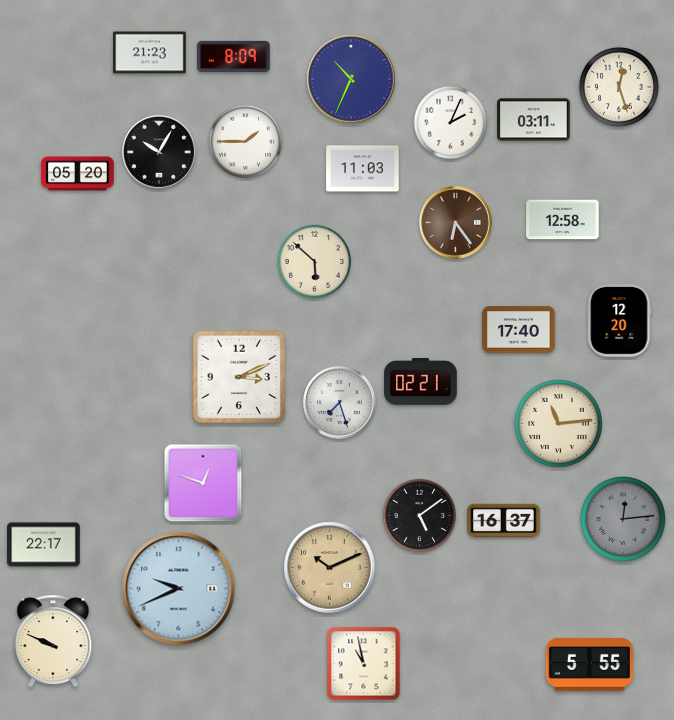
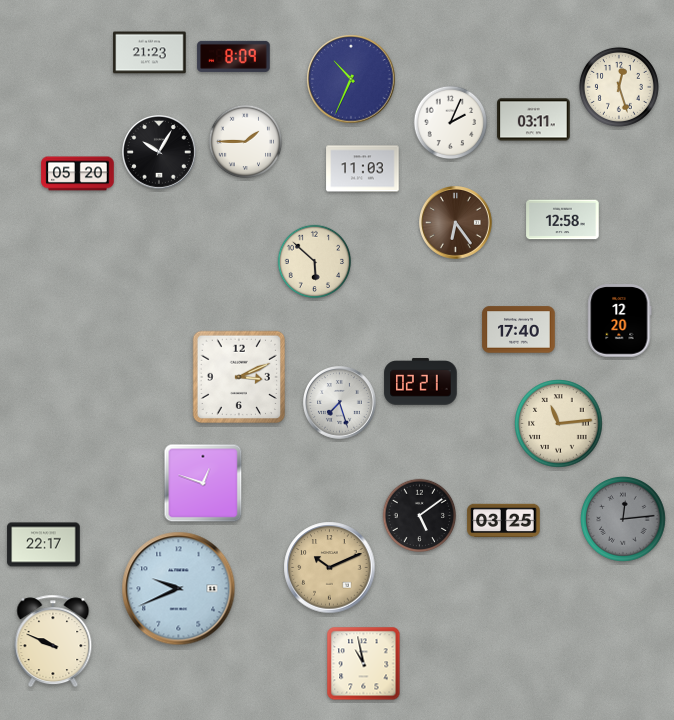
clock at (504, 521): 16:37 -> 03:25
clock at (589, 664): 5:55 -> none
